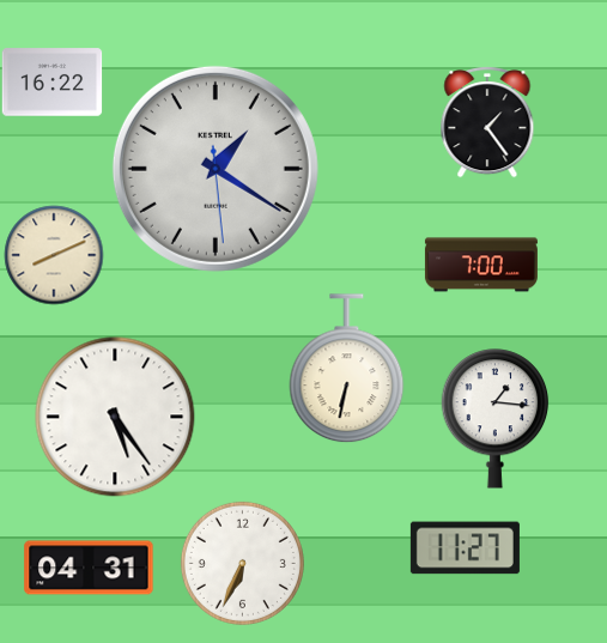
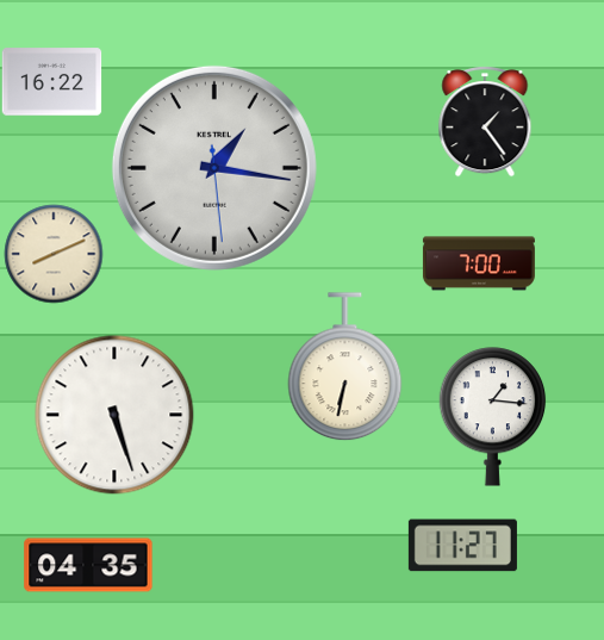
clock at (216, 169): 1:20 -> 1:16
clock at (115, 417): 5:24 -> 5:27
clock at (242, 563): 6:34 -> none
clock at (89, 568): 04:31 -> 04:35
